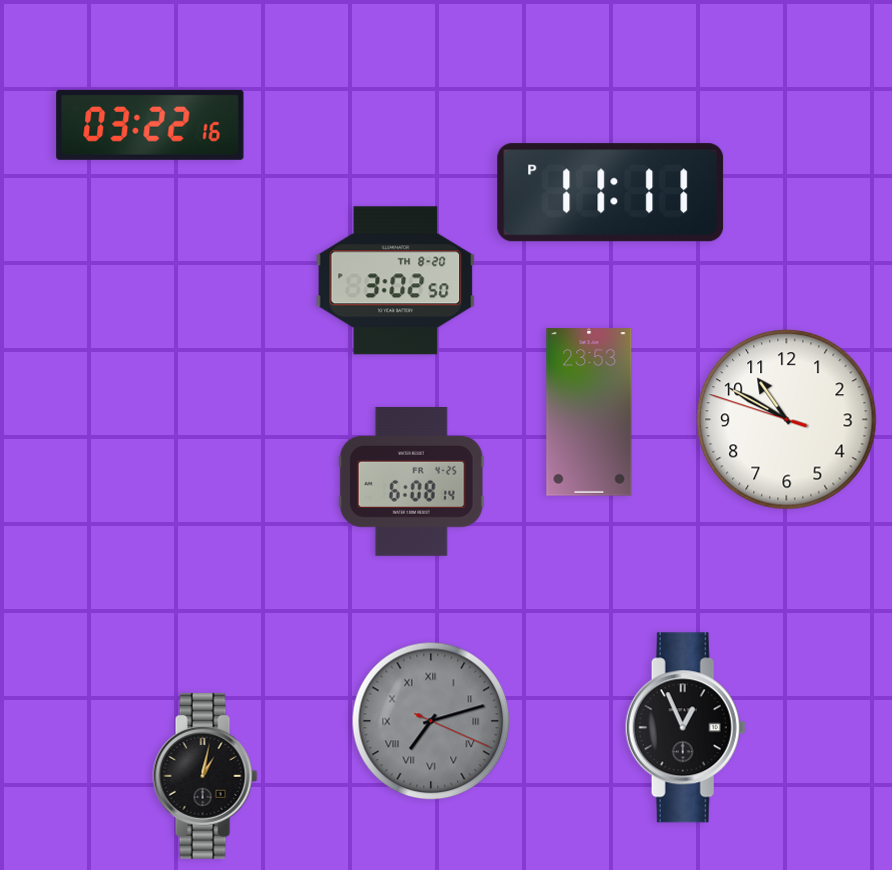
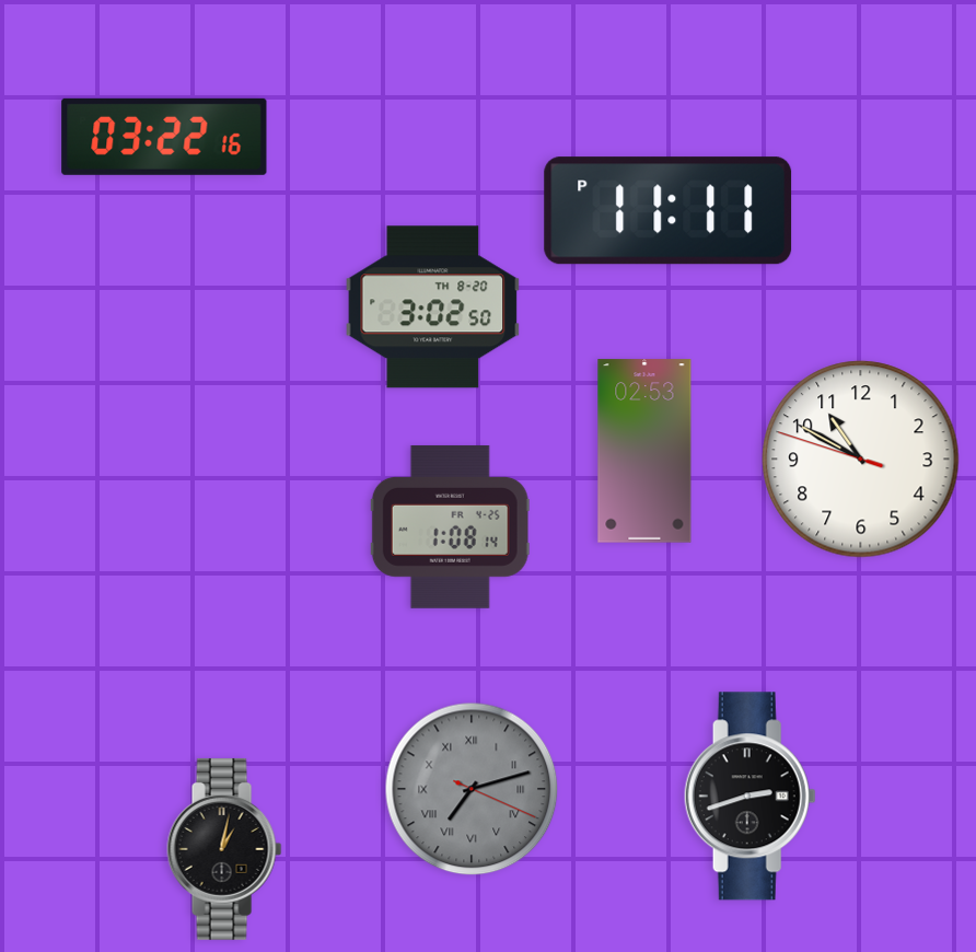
clock at (589, 412): 23:53 -> 02:53
clock at (411, 481): 6:08 -> 1:08
clock at (685, 728): 12:56 -> 2:42
